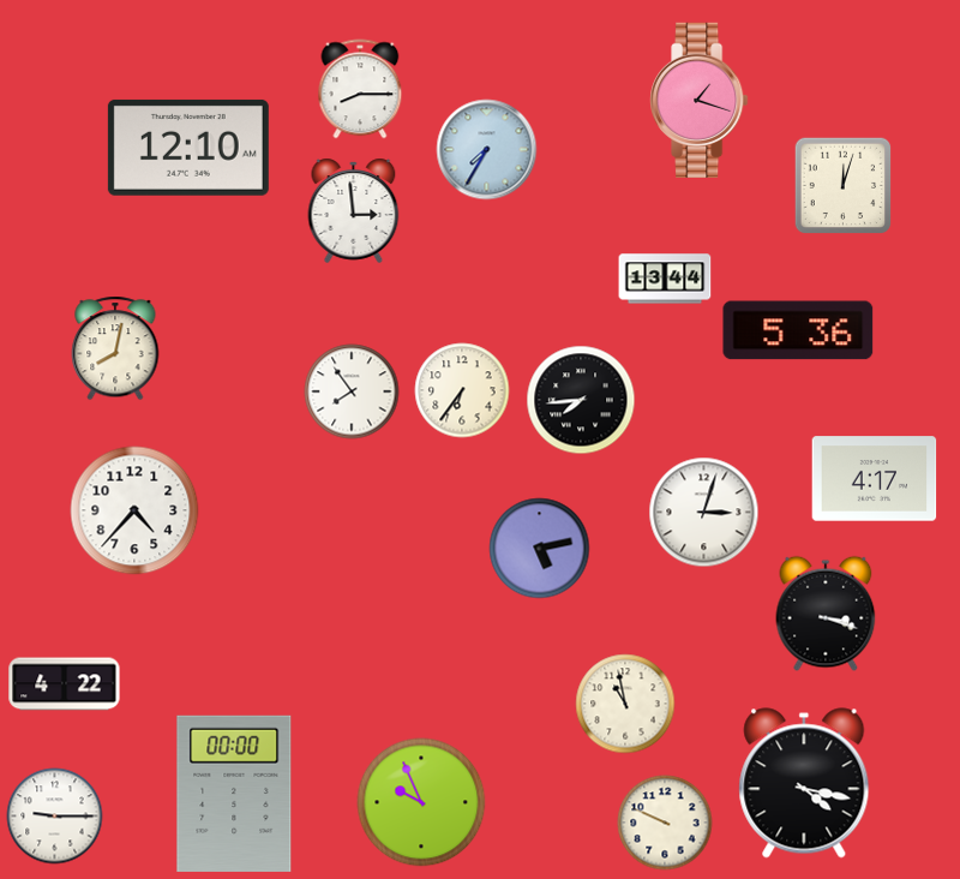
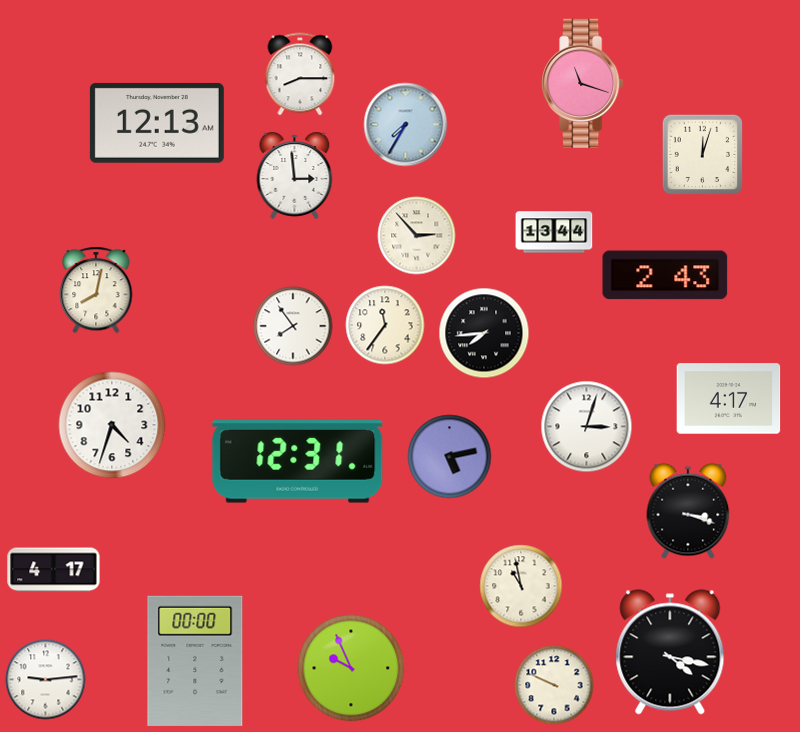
clock at (700, 100): 1:18 -> 11:18
clock at (188, 148): 12:10 -> 12:13
clock at (417, 236): none -> 2:53
clock at (798, 330): 5:36 -> 2:43
clock at (462, 390): 6:36 -> 11:36
clock at (134, 510): 4:37 -> 4:33
clock at (298, 462): none -> 12:31
clock at (65, 684): 4:22 -> 4:17
clock at (55, 817): 9:15 -> 9:14
